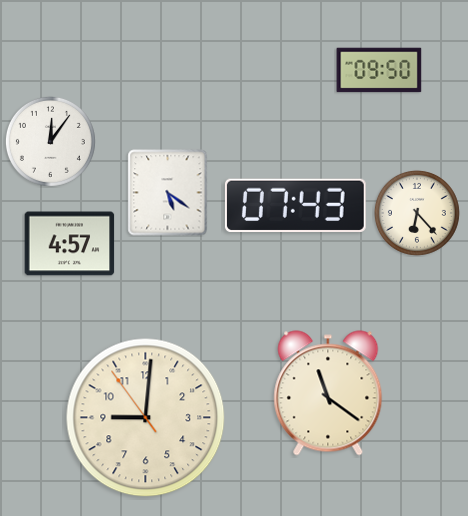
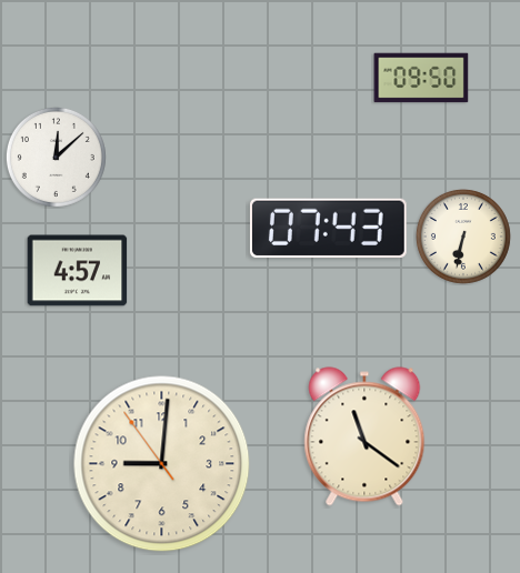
clock at (50, 141): 12:06 -> 12:08
clock at (168, 193): 5:21 -> none
clock at (417, 213): 6:23 -> 6:32
